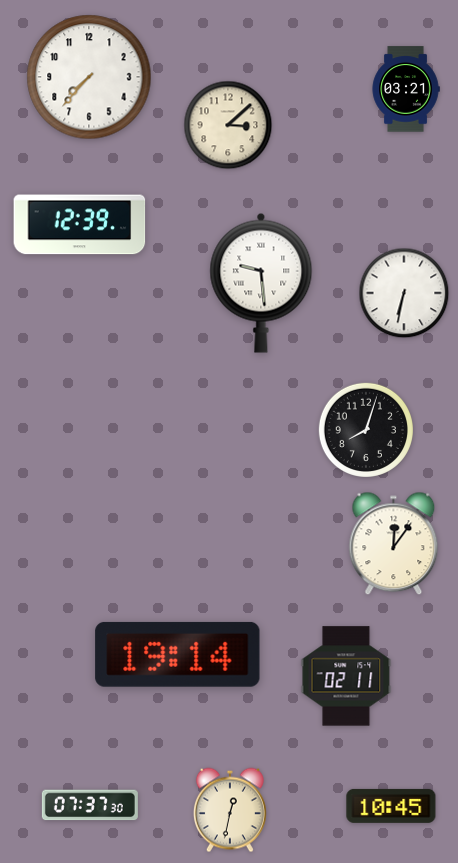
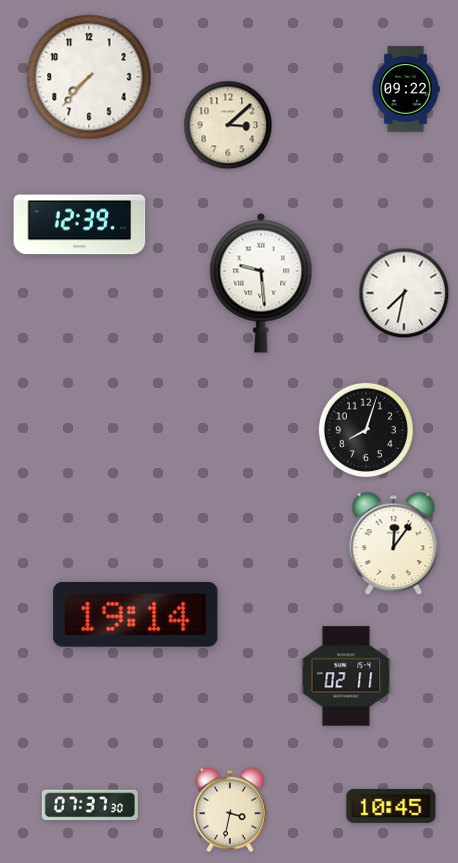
clock at (406, 89): 03:21 -> 09:22
clock at (404, 293): 6:32 -> 7:32
clock at (178, 654) position: (178, 654) -> (136, 614)
clock at (230, 810): 12:32 -> 3:32
